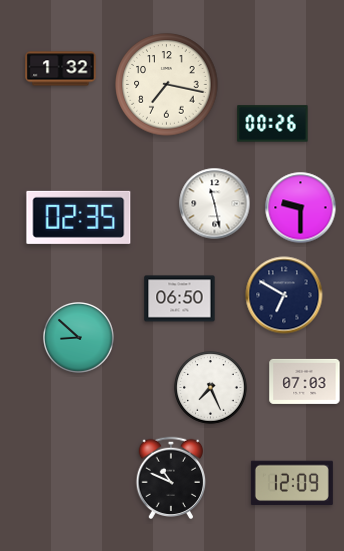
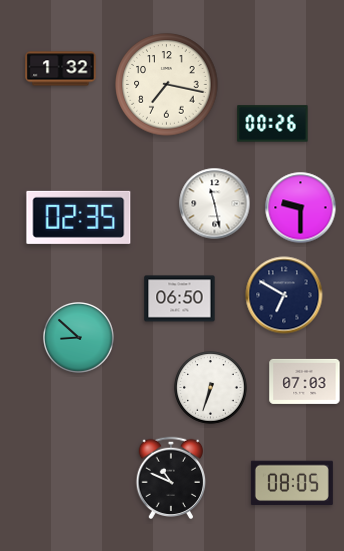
clock at (211, 388): 7:26 -> 6:33
clock at (292, 483): 12:09 -> 08:05
